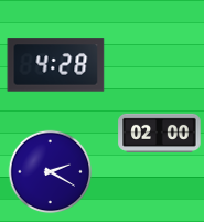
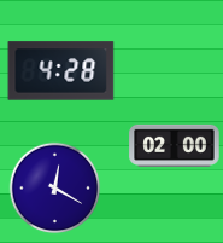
clock at (51, 172): 2:20 -> 12:20
